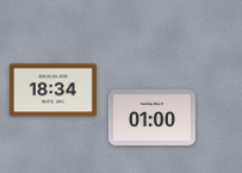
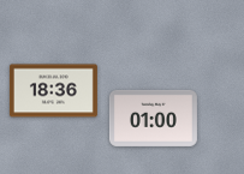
clock at (52, 91): 18:34 -> 18:36
